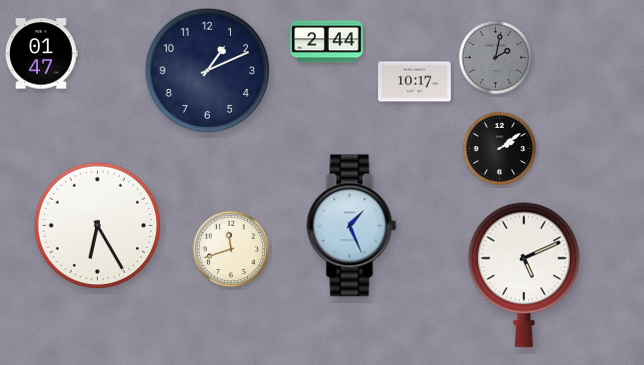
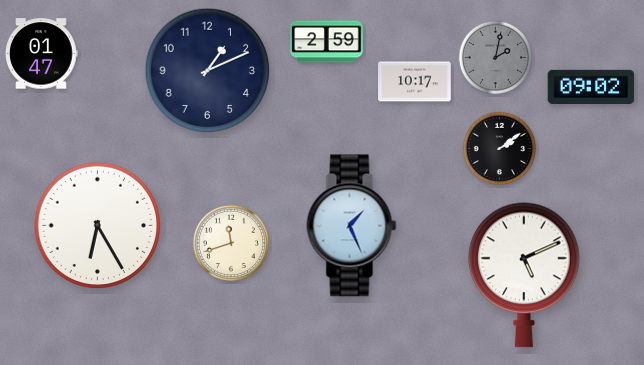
clock at (327, 42): 2:44 -> 2:59
clock at (591, 86): none -> 09:02
clock at (230, 248) position: (230, 248) -> (230, 242)
